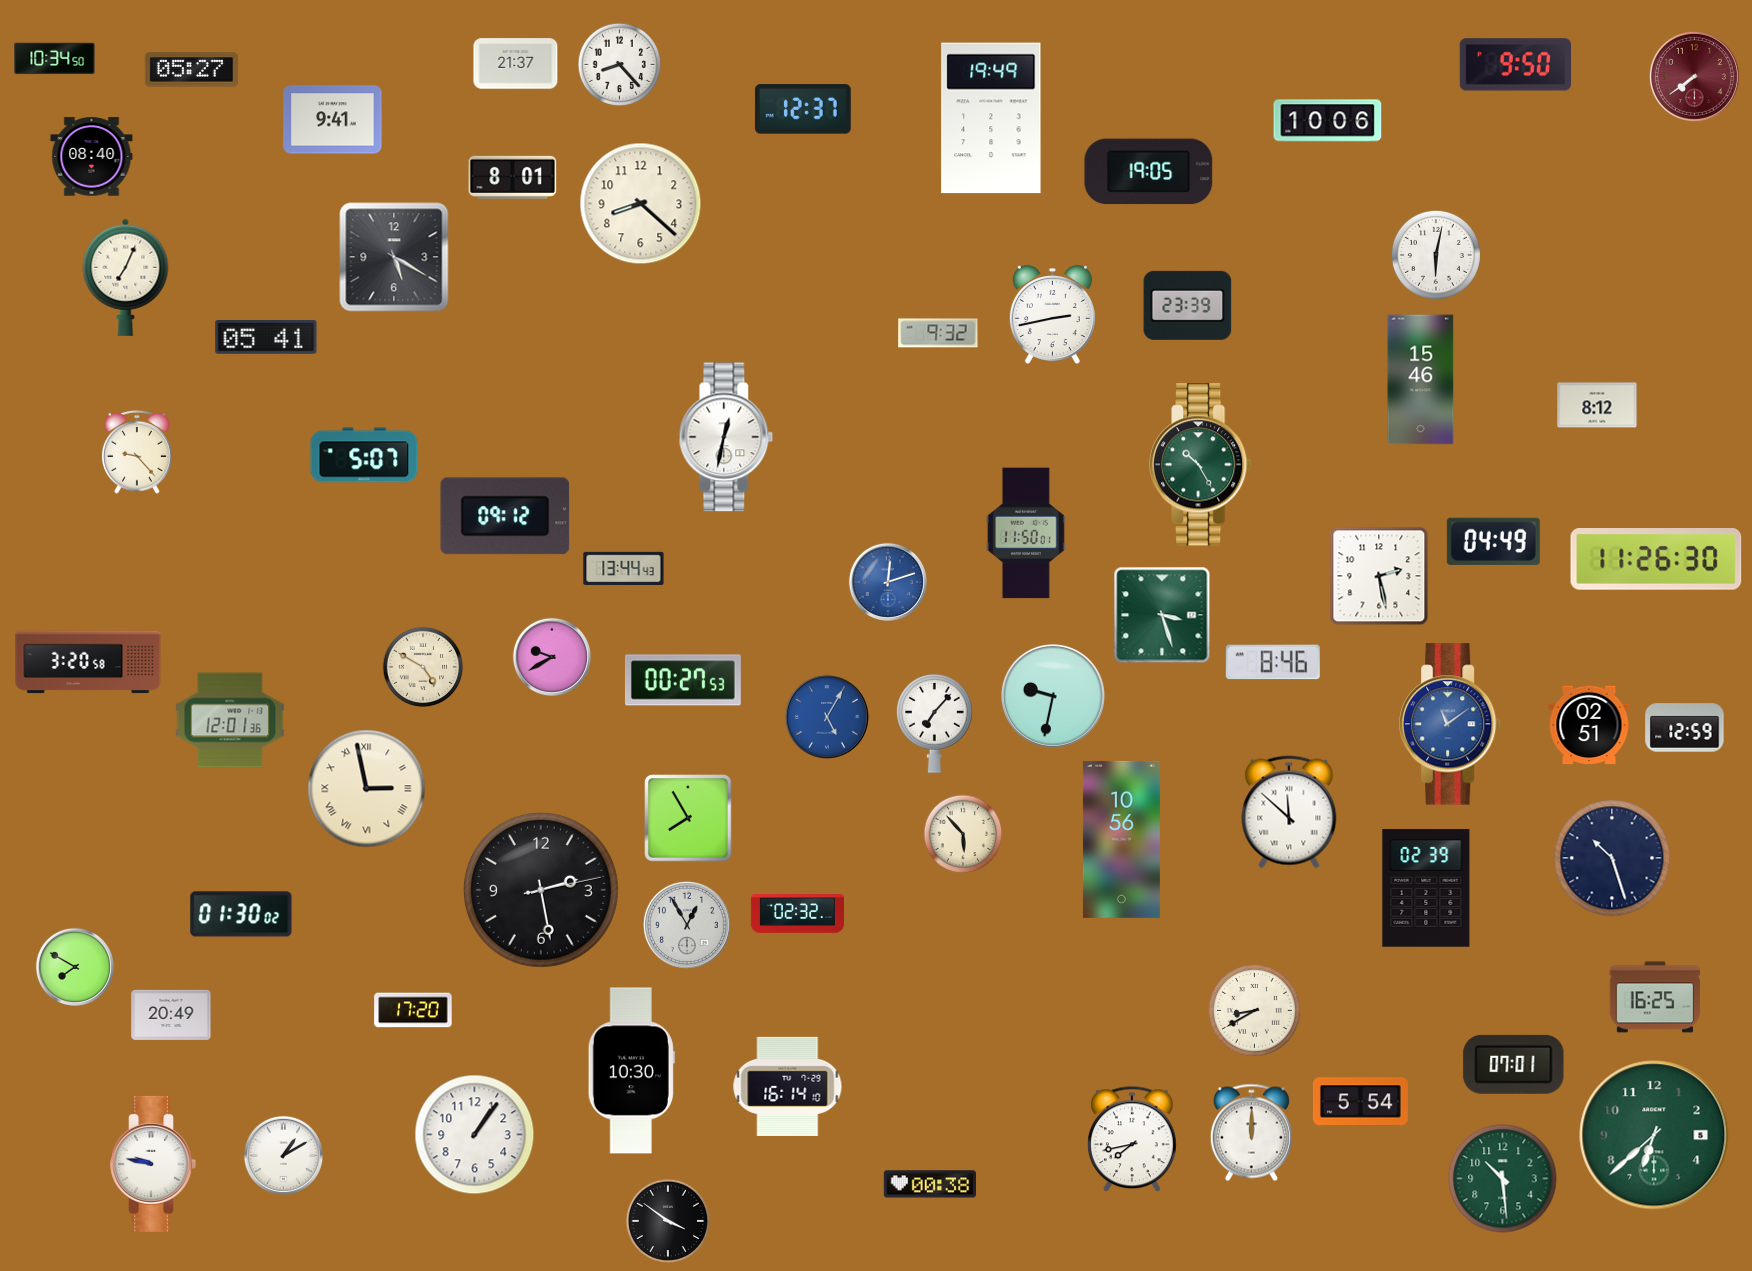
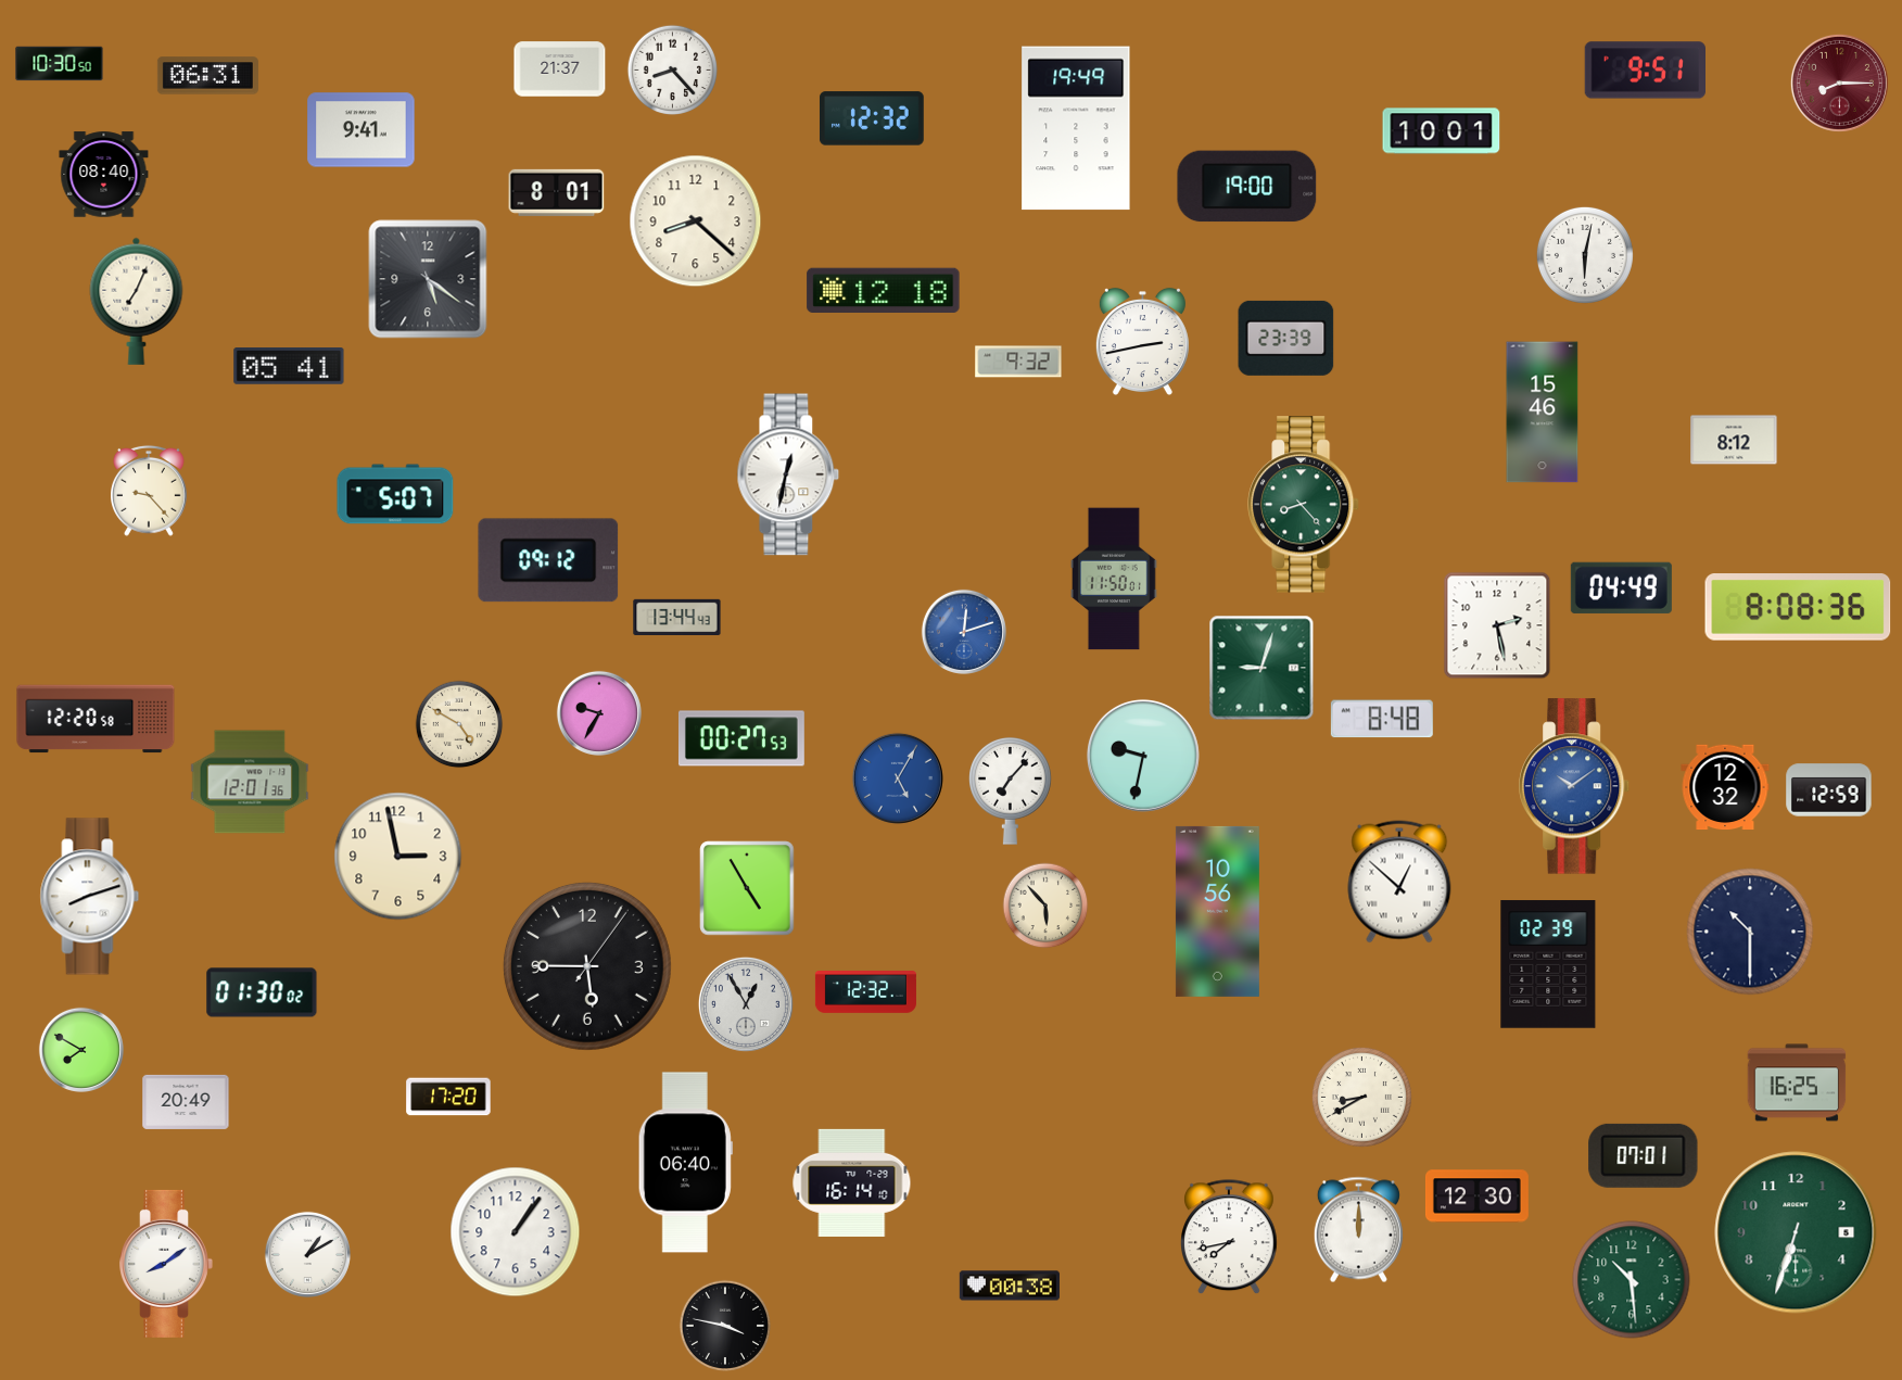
clock at (55, 59): 10:34 -> 10:30
clock at (1515, 65): 9:50 -> 9:51
clock at (191, 70): 05:27 -> 06:31
clock at (1694, 76): 7:39 -> 8:15
clock at (803, 109): 12:37 -> 12:32
clock at (1328, 121): 10:06 -> 10:01
clock at (92, 157) position: (92, 157) -> (104, 175)
clock at (1149, 172): 19:05 -> 19:00
clock at (1436, 255) position: (1436, 255) -> (1585, 255)
clock at (394, 257): 5:20 -> 5:21
clock at (884, 291): none -> 12:18
clock at (1188, 305) position: (1188, 305) -> (1286, 338)
clock at (1202, 465): 10:25 -> 8:23
clock at (1656, 560): 11:26 -> 8:08
clock at (1162, 615): 3:27 -> 9:03
clock at (552, 657): 9:40 -> 9:35
clock at (88, 662): 3:20 -> 12:20
clock at (1273, 662): 8:46 -> 8:48
clock at (935, 724) position: (935, 724) -> (1011, 792)
clock at (1451, 724): 11:09 -> 10:09
clock at (1589, 725): 02:51 -> 12:32
clock at (367, 789) numerals: Roman -> Arabic
clock at (1289, 812): 11:52 -> 12:52
clock at (688, 818): 7:55 -> 4:55
clock at (90, 897): none -> 8:12
clock at (1612, 858): 10:27 -> 10:30
clock at (541, 890): 2:28 -> 5:45
clock at (797, 914): 02:32 -> 12:32
clock at (631, 1071): 10:30 -> 06:40
clock at (788, 1086) position: (788, 1086) -> (852, 1182)
clock at (1360, 1102): 5:54 -> 12:30
clock at (1654, 1135): 6:38 -> 6:33
clock at (153, 1164): 9:47 -> 8:09
clock at (667, 1220): 3:51 -> 3:47
